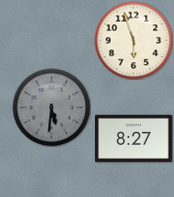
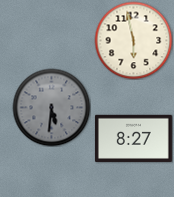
clock at (133, 40): 5:57 -> 5:58
